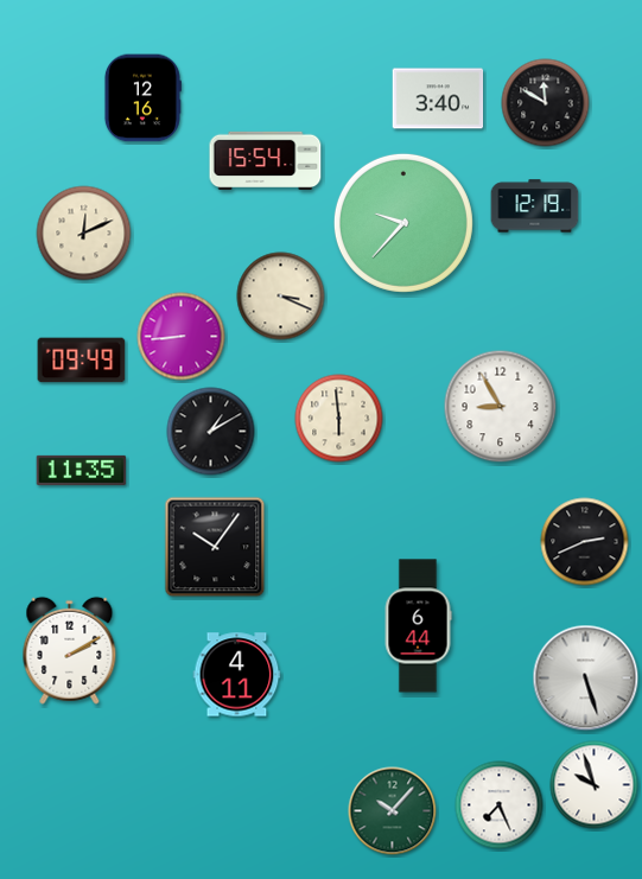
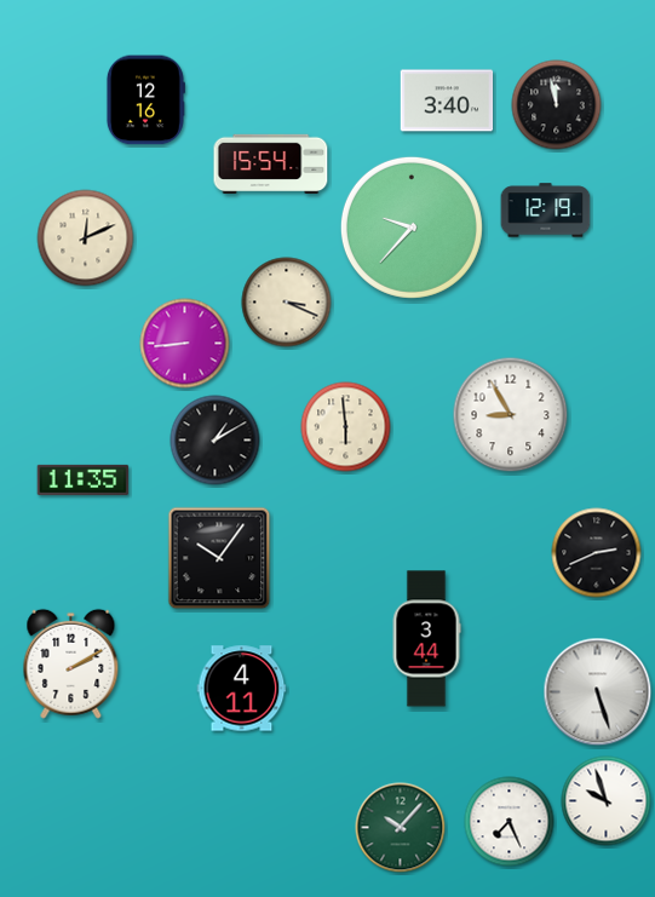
clock at (546, 103): 11:50 -> 11:58
clock at (82, 361): 09:49 -> none
clock at (418, 626): 6:44 -> 3:44
